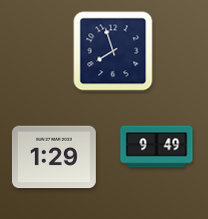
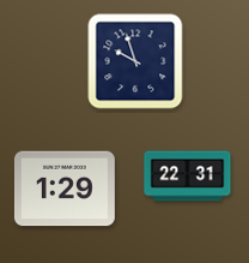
clock at (113, 51): 7:57 -> 9:57
clock at (157, 147): 9:49 -> 22:31
